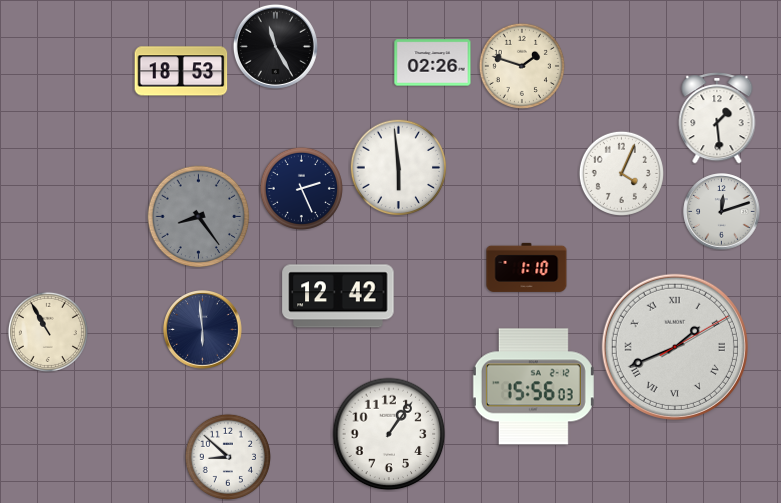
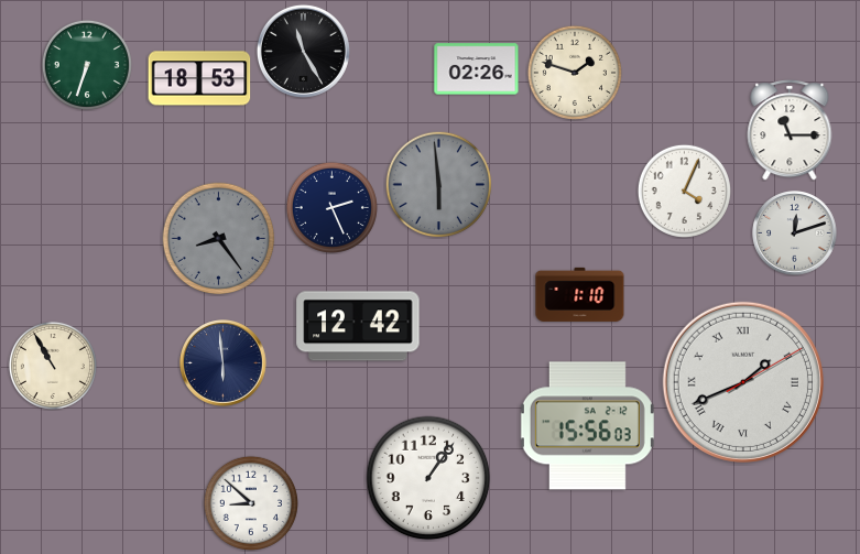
clock at (87, 65): none -> 6:33
clock at (717, 119): 1:29 -> 11:15
clock at (398, 167) dial: white -> grey
clock at (338, 296) position: (338, 296) -> (358, 326)
